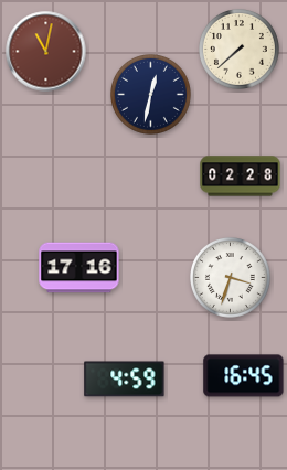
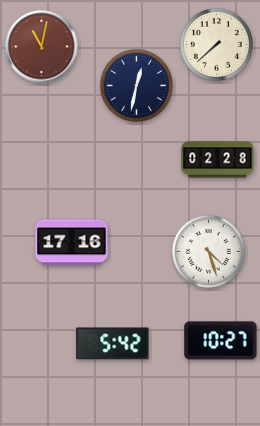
clock at (231, 278): 3:33 -> 4:27
clock at (244, 376): 16:45 -> 10:27
clock at (125, 380): 4:59 -> 5:42
